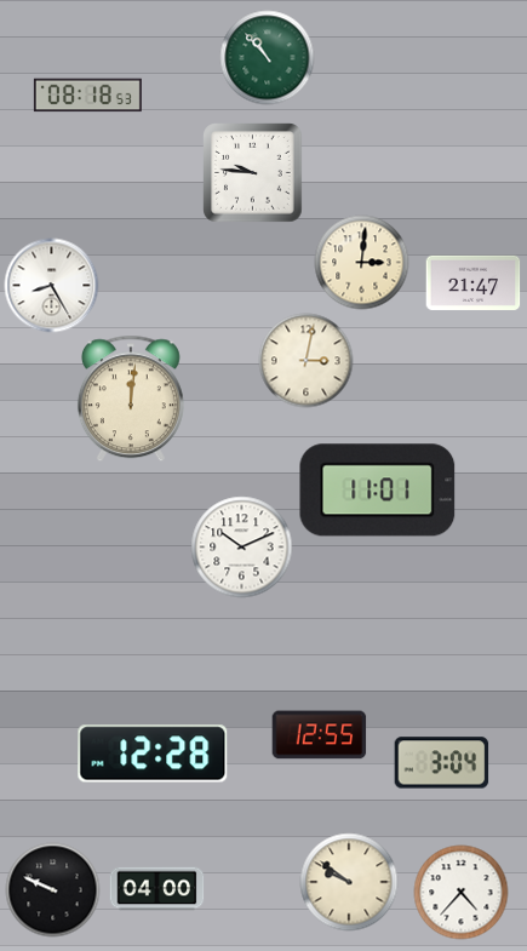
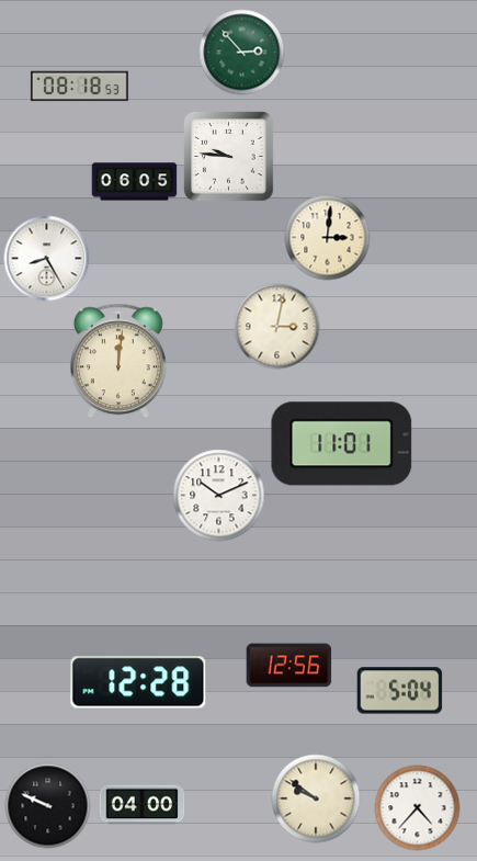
clock at (267, 57): 10:53 -> 2:53
clock at (134, 182): none -> 06:05
clock at (472, 282): 21:47 -> none
clock at (319, 735): 12:55 -> 12:56
clock at (441, 763): 3:04 -> 5:04
